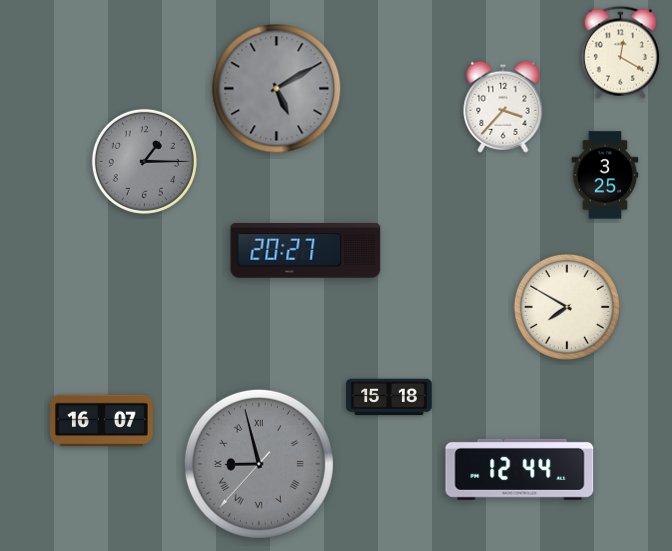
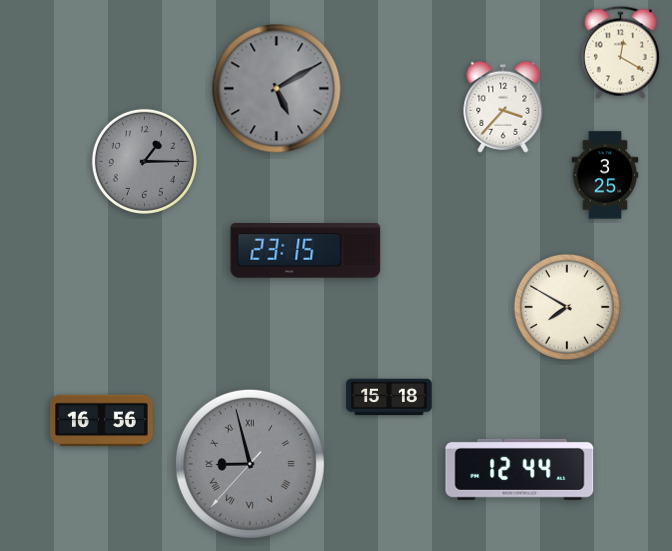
clock at (306, 251): 20:27 -> 23:15
clock at (102, 421): 16:07 -> 16:56
clock at (259, 464) position: (259, 464) -> (250, 464)
